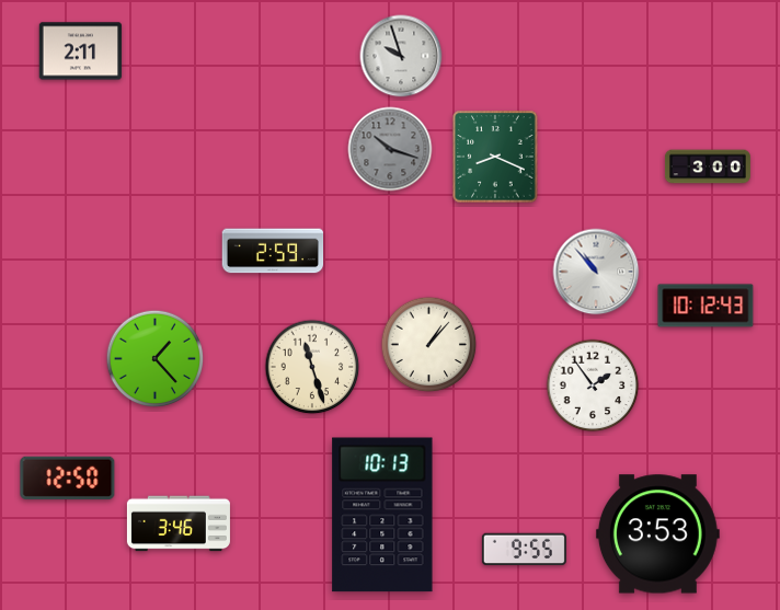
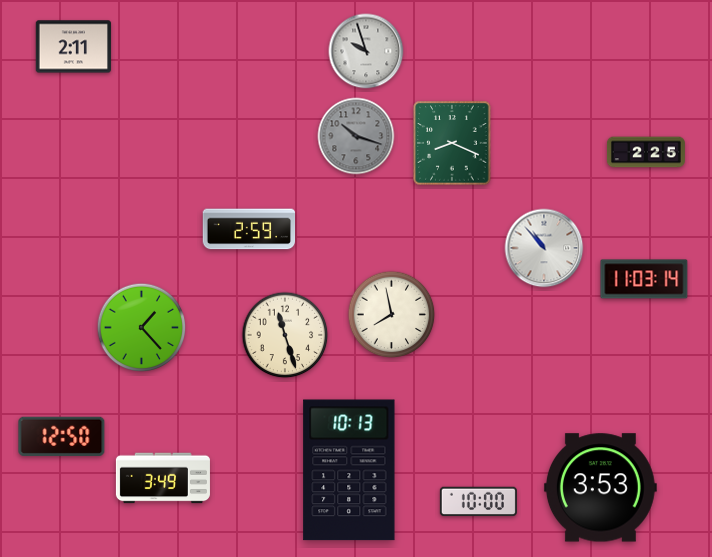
clock at (708, 166): 3:00 -> 2:25
clock at (706, 306): 10:12 -> 11:03
clock at (429, 345): 1:07 -> 7:58
clock at (593, 385): 1:54 -> none
clock at (179, 523): 3:46 -> 3:49
clock at (524, 550): 9:55 -> 10:00
